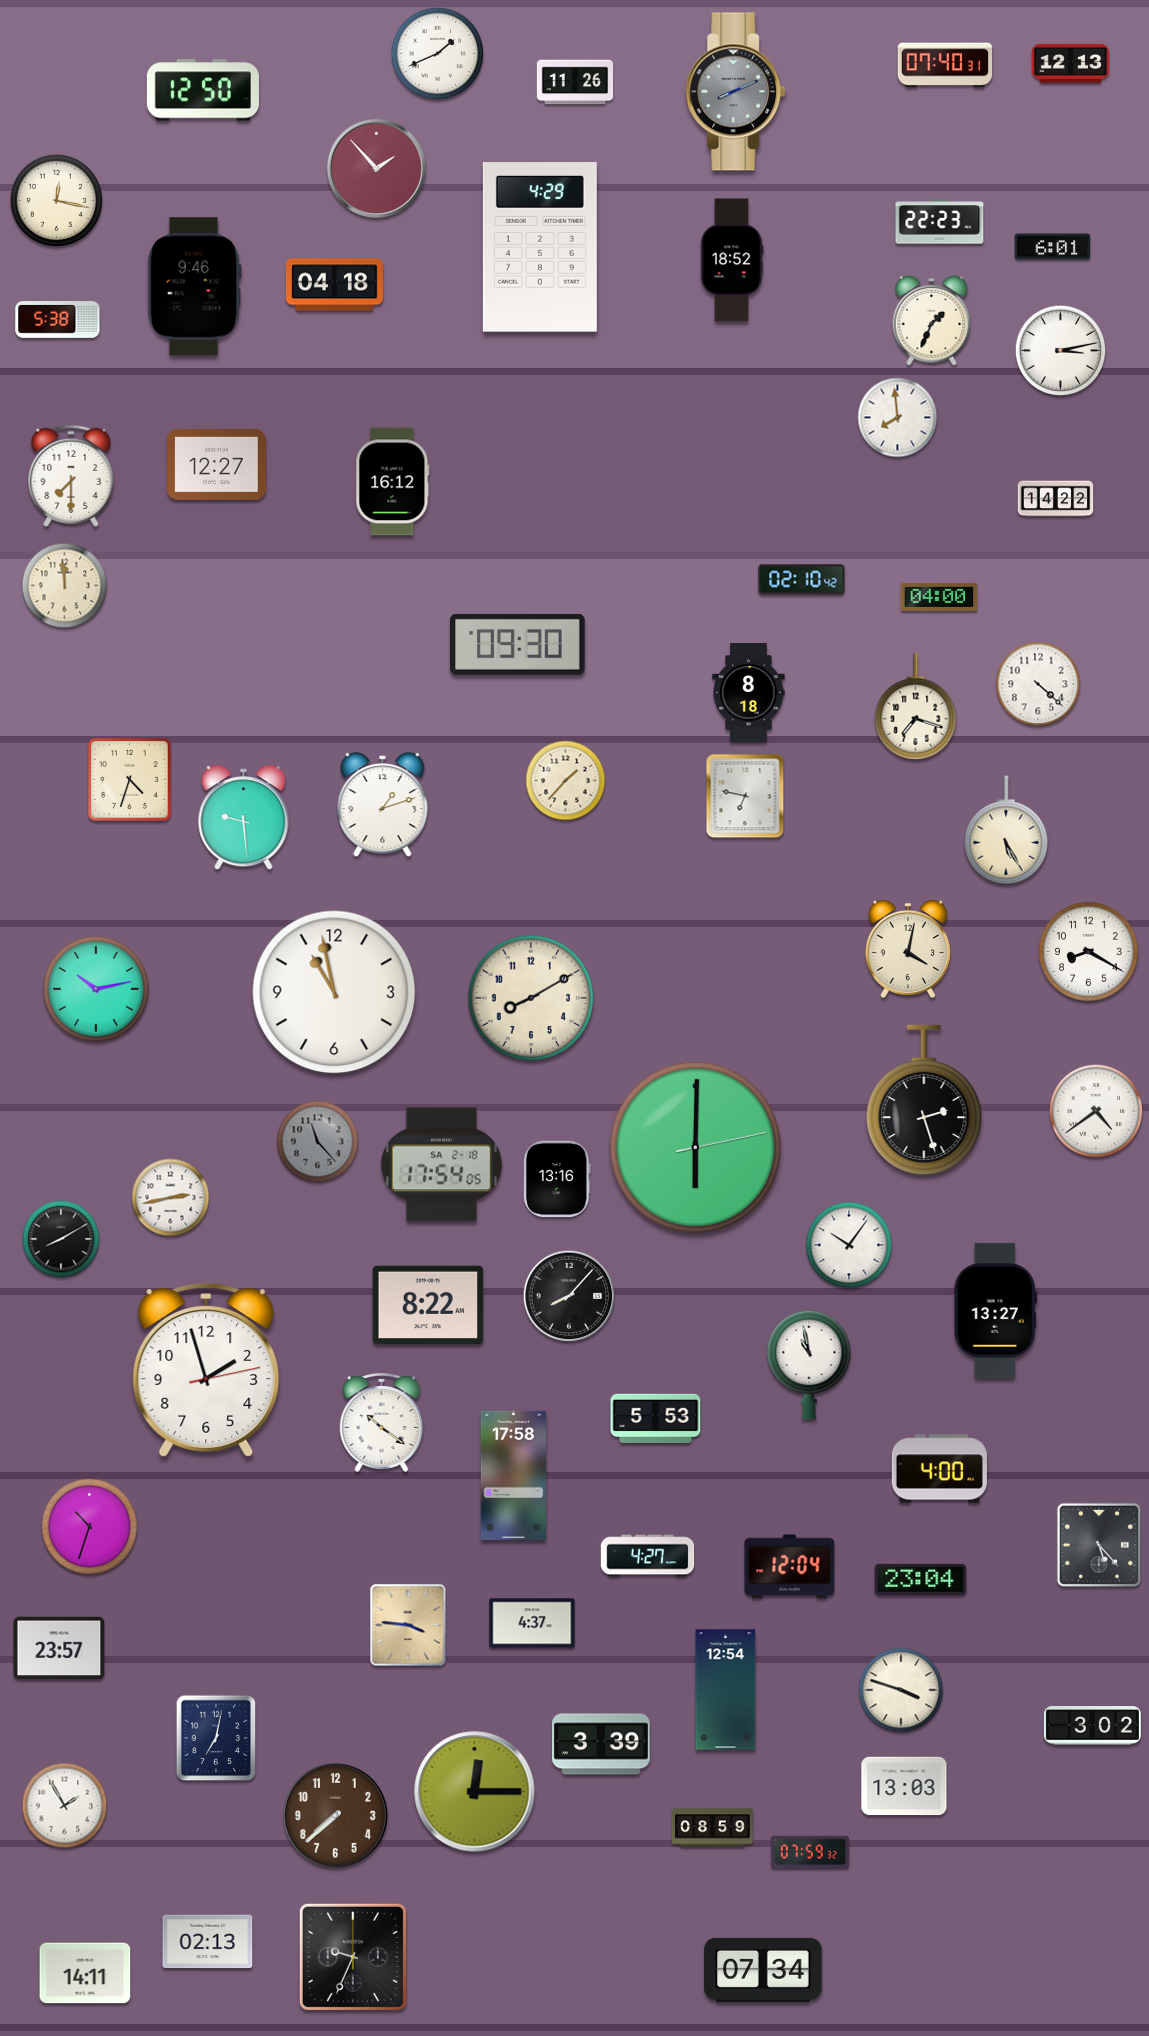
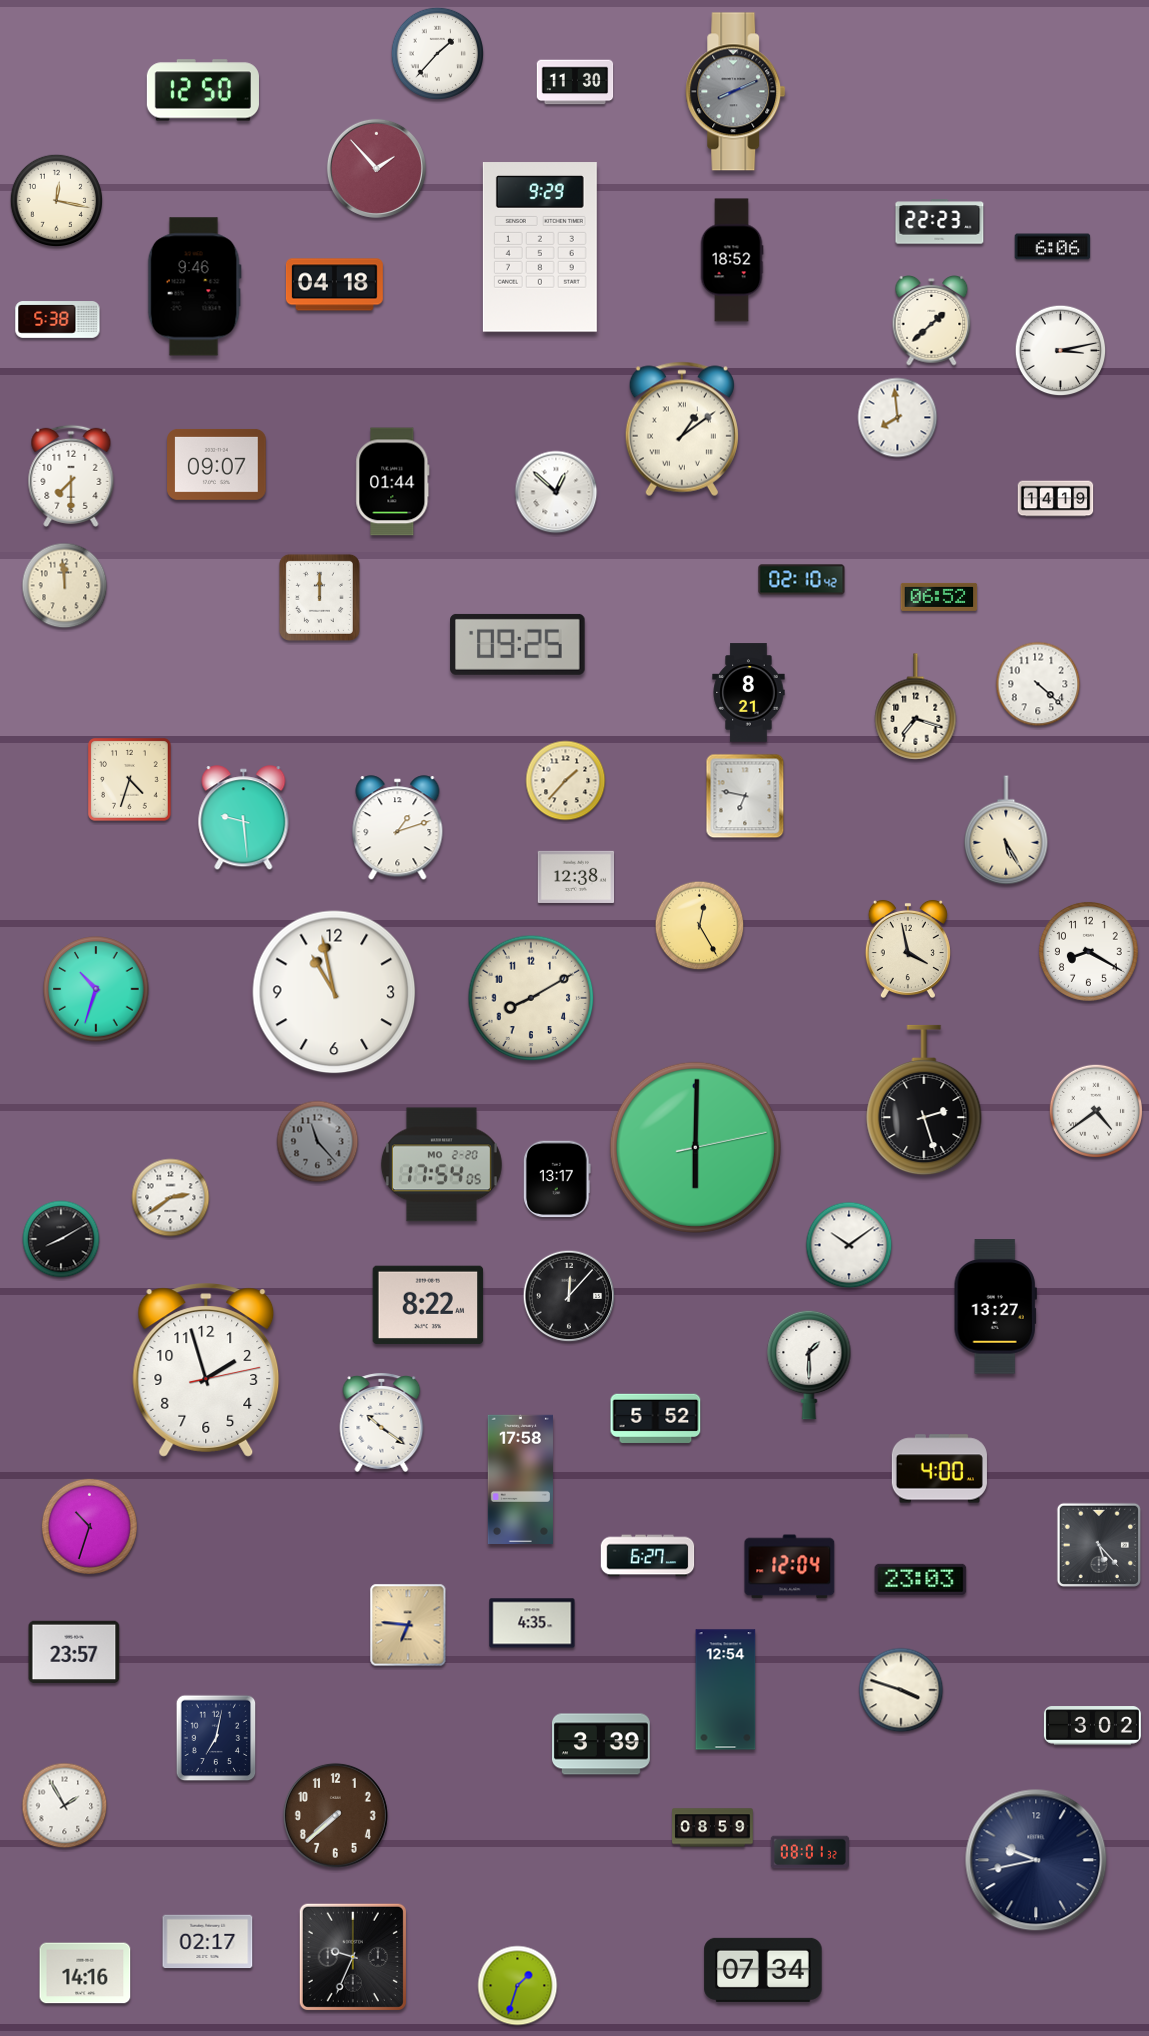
clock at (438, 54): 1:41 -> 1:37
clock at (1070, 63): 12:13 -> none
clock at (945, 65): 07:40 -> none
clock at (575, 82): 11:26 -> 11:30
clock at (540, 247): 4:29 -> 9:29
clock at (1053, 247): 6:01 -> 6:06
clock at (932, 321): 1:34 -> 1:38
clock at (682, 429): none -> 1:09
clock at (217, 464): 12:27 -> 09:07
clock at (393, 482): 16:12 -> 01:44
clock at (556, 492): none -> 12:52
clock at (1056, 499): 14:22 -> 14:19
clock at (319, 597): none -> 12:00
clock at (939, 597): 04:00 -> 06:52
clock at (518, 644): 09:30 -> 09:25
clock at (749, 693): 8:18 -> 8:21
clock at (383, 805) position: (383, 805) -> (398, 828)
clock at (576, 877): none -> 12:38
clock at (700, 926): none -> 12:25
clock at (908, 949): 4:02 -> 3:58
clock at (96, 989): 10:13 -> 10:33
clock at (441, 1165) date: SA 2-18 -> MO 2-20
clock at (557, 1179): 13:16 -> 13:17
clock at (171, 1198): 2:43 -> 2:39
clock at (849, 1245): 10:06 -> 10:09
clock at (569, 1296): 8:07 -> 12:07
clock at (995, 1311) position: (995, 1311) -> (995, 1307)
clock at (809, 1365): 10:58 -> 1:30
clock at (656, 1418): 5:53 -> 5:52
clock at (513, 1475) position: (513, 1475) -> (520, 1479)
clock at (648, 1556): 4:27 -> 6:27
clock at (921, 1579): 23:04 -> 23:03
clock at (532, 1623): 4:37 -> 4:35
clock at (408, 1625): 3:46 -> 6:46
clock at (59, 1648) position: (59, 1648) -> (74, 1652)
clock at (904, 1786): 13:03 -> none
clock at (475, 1792): 12:15 -> none
clock at (810, 1852): 07:59 -> 08:01
clock at (1036, 1860): none -> 9:43
clock at (208, 1942): 02:13 -> 02:17
clock at (85, 1973): 14:11 -> 14:16
clock at (518, 1986): none -> 1:33
